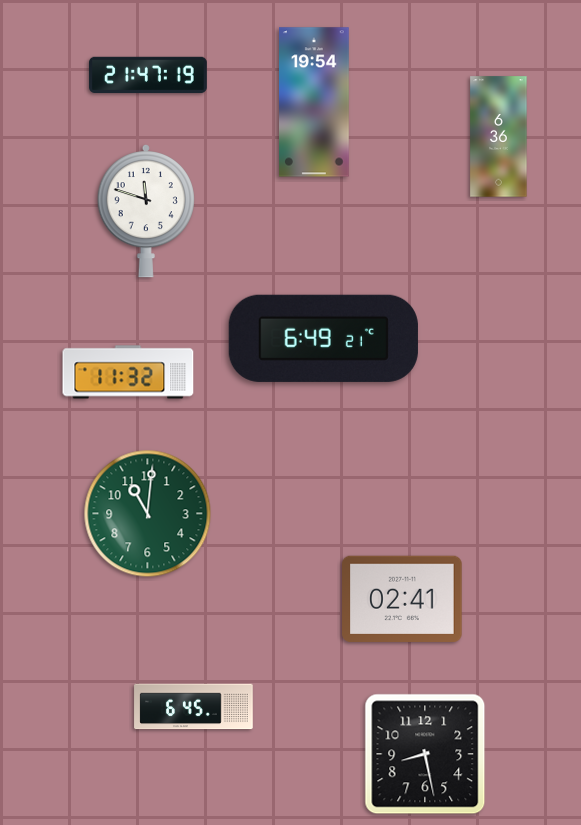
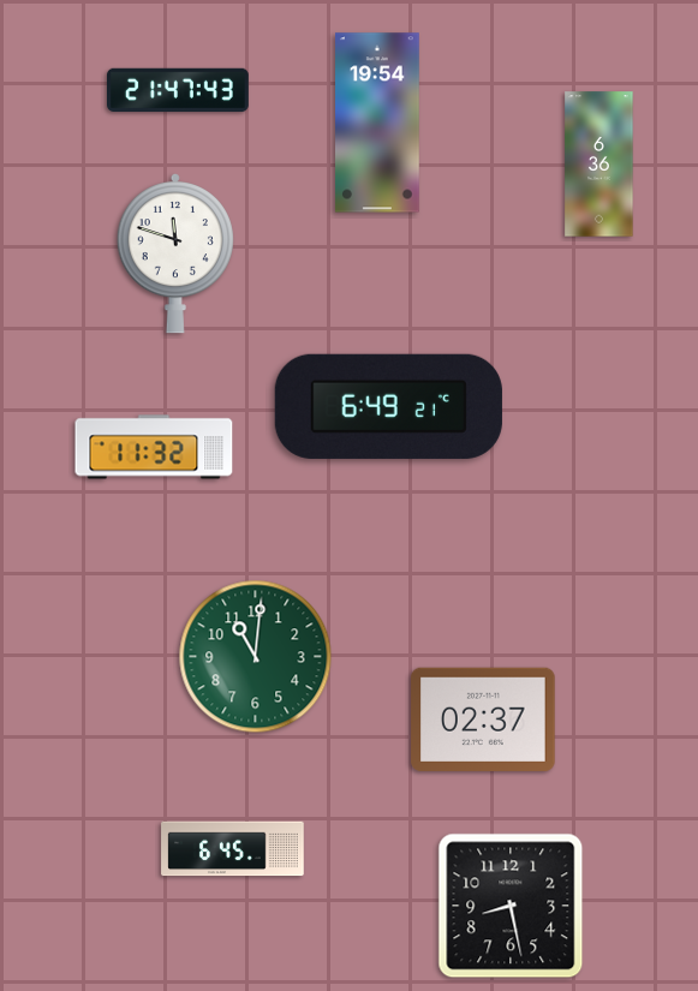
clock at (149, 75): 21:47:19 -> 21:47:43
clock at (148, 514) position: (148, 514) -> (256, 657)
clock at (402, 599): 02:41 -> 02:37
